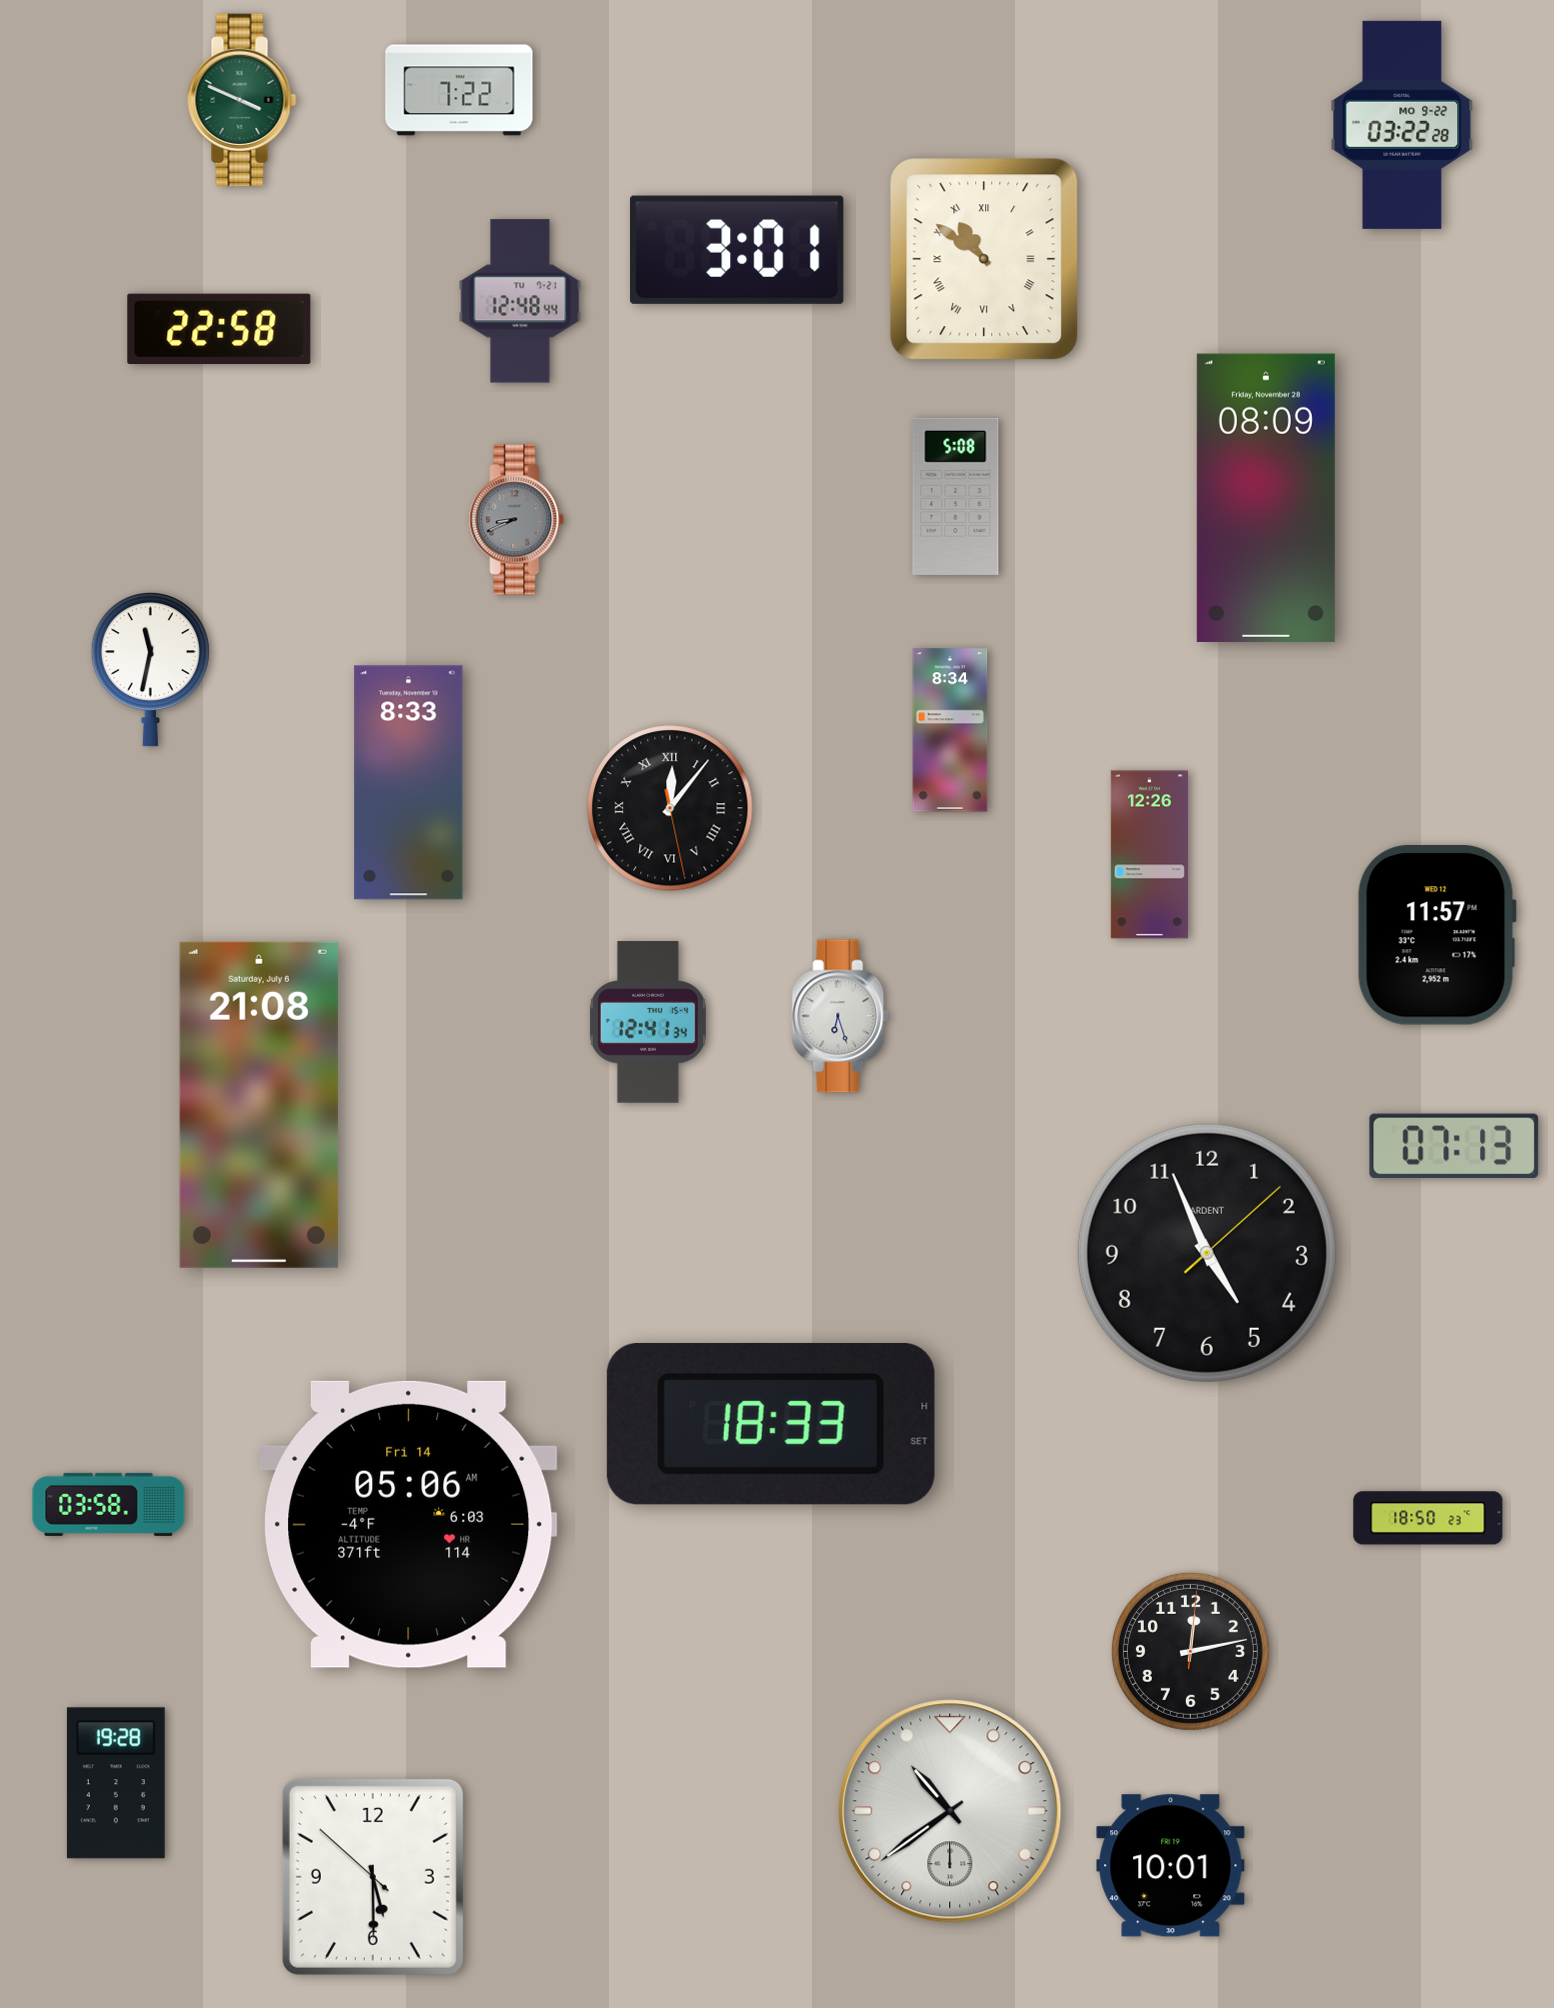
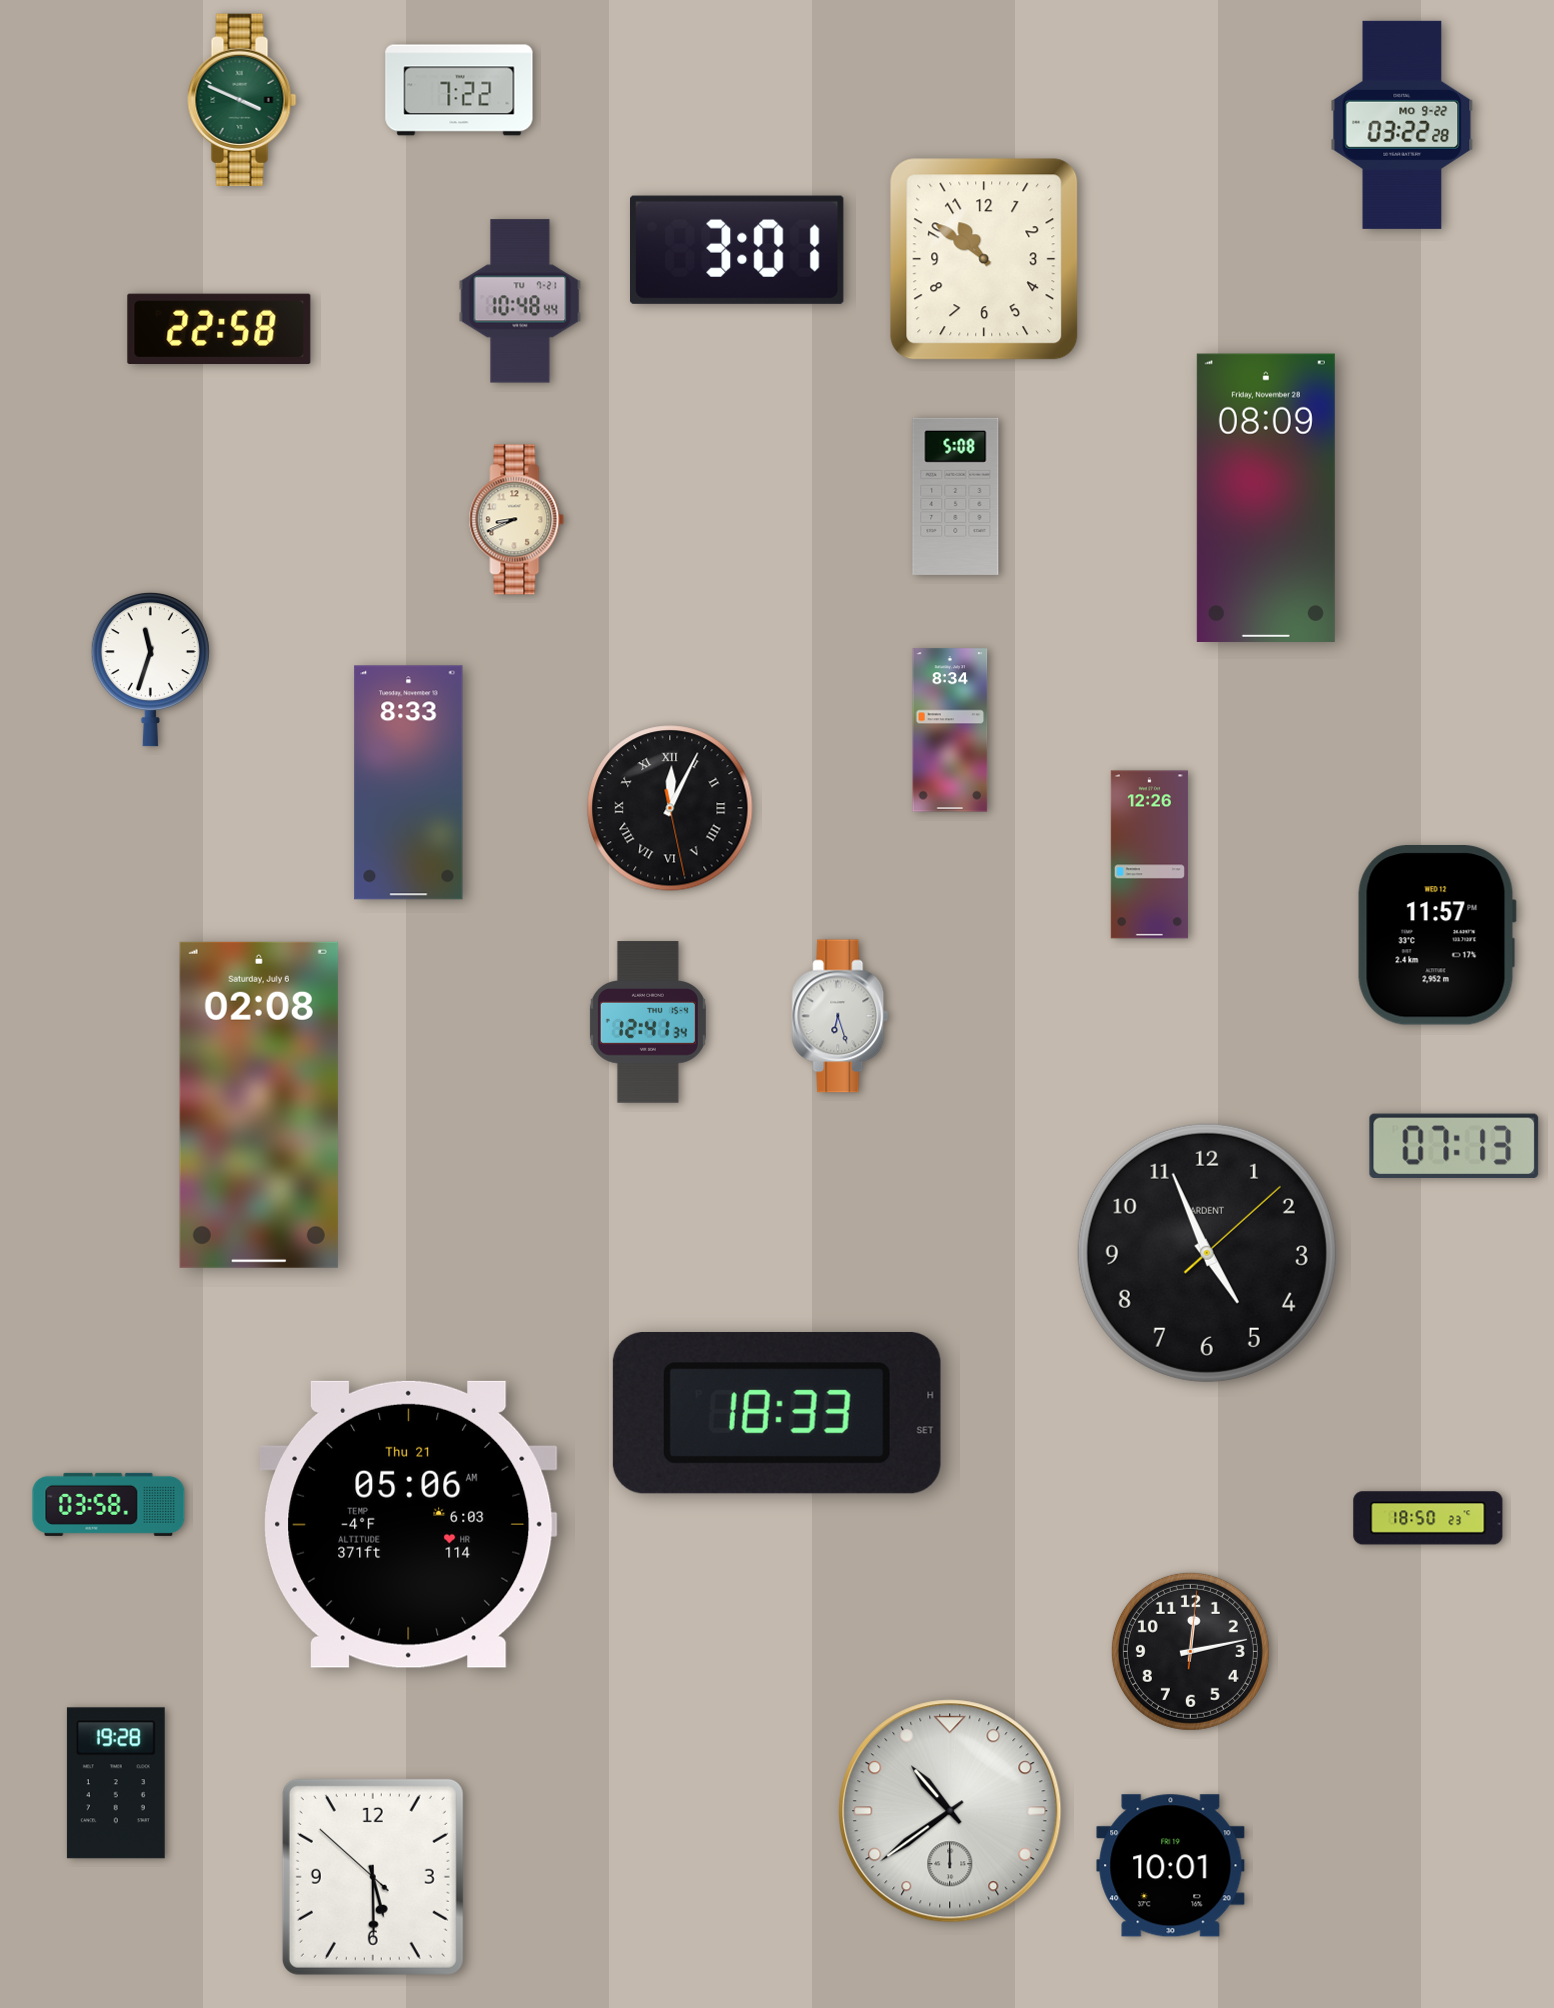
clock at (984, 259) numerals: Roman -> Arabic
clock at (520, 301): 12:48 -> 10:48
clock at (517, 520) dial: grey -> cream
clock at (150, 670): 11:32 -> 11:33
clock at (670, 808): 12:06 -> 12:04
clock at (259, 1105): 21:08 -> 02:08
clock at (771, 1424) position: (771, 1424) -> (777, 1413)
clock at (409, 1524) date: Fri 14 -> Thu 21
